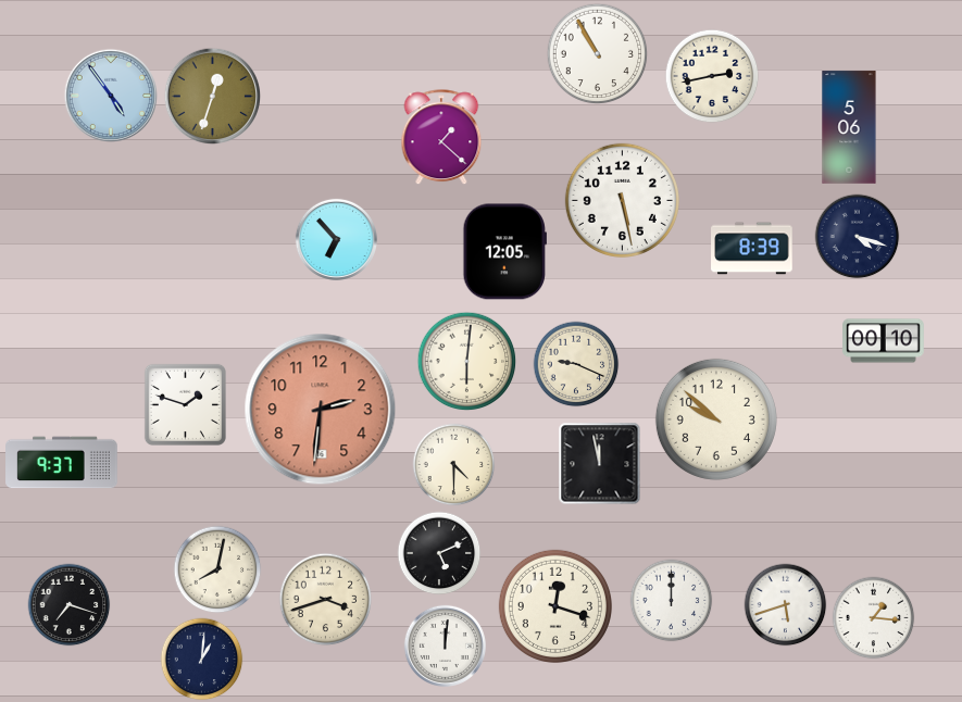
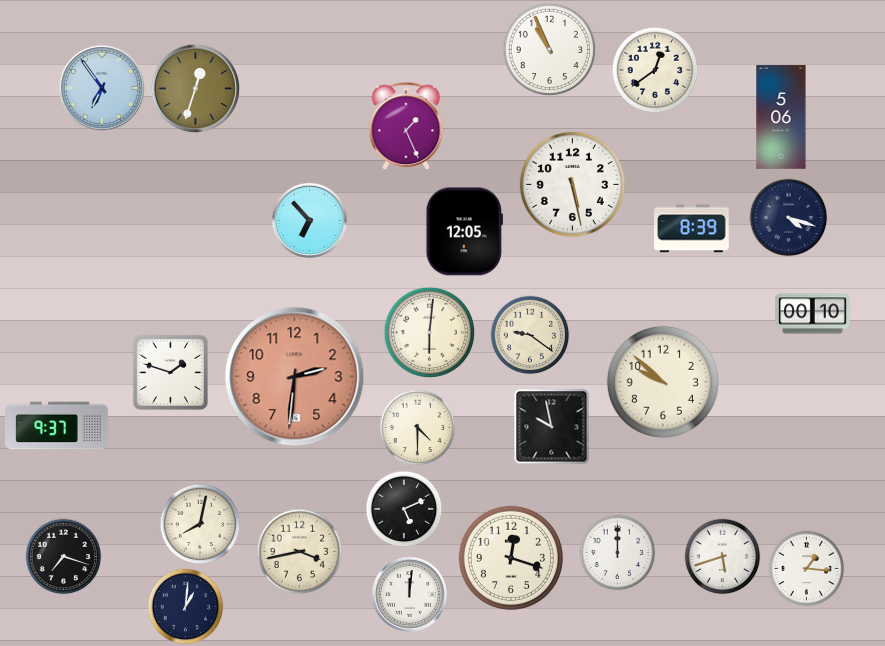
clock at (598, 54): 10:55 -> 10:56
clock at (712, 76): 2:43 -> 12:39
clock at (111, 96): 4:54 -> 6:54
clock at (441, 138): 1:22 -> 1:26
clock at (576, 364): 9:19 -> 9:21
clock at (716, 419) position: (716, 419) -> (663, 382)
clock at (600, 464): 11:58 -> 9:58
clock at (326, 600): 3:42 -> 3:43
clock at (874, 618) position: (874, 618) -> (807, 569)
